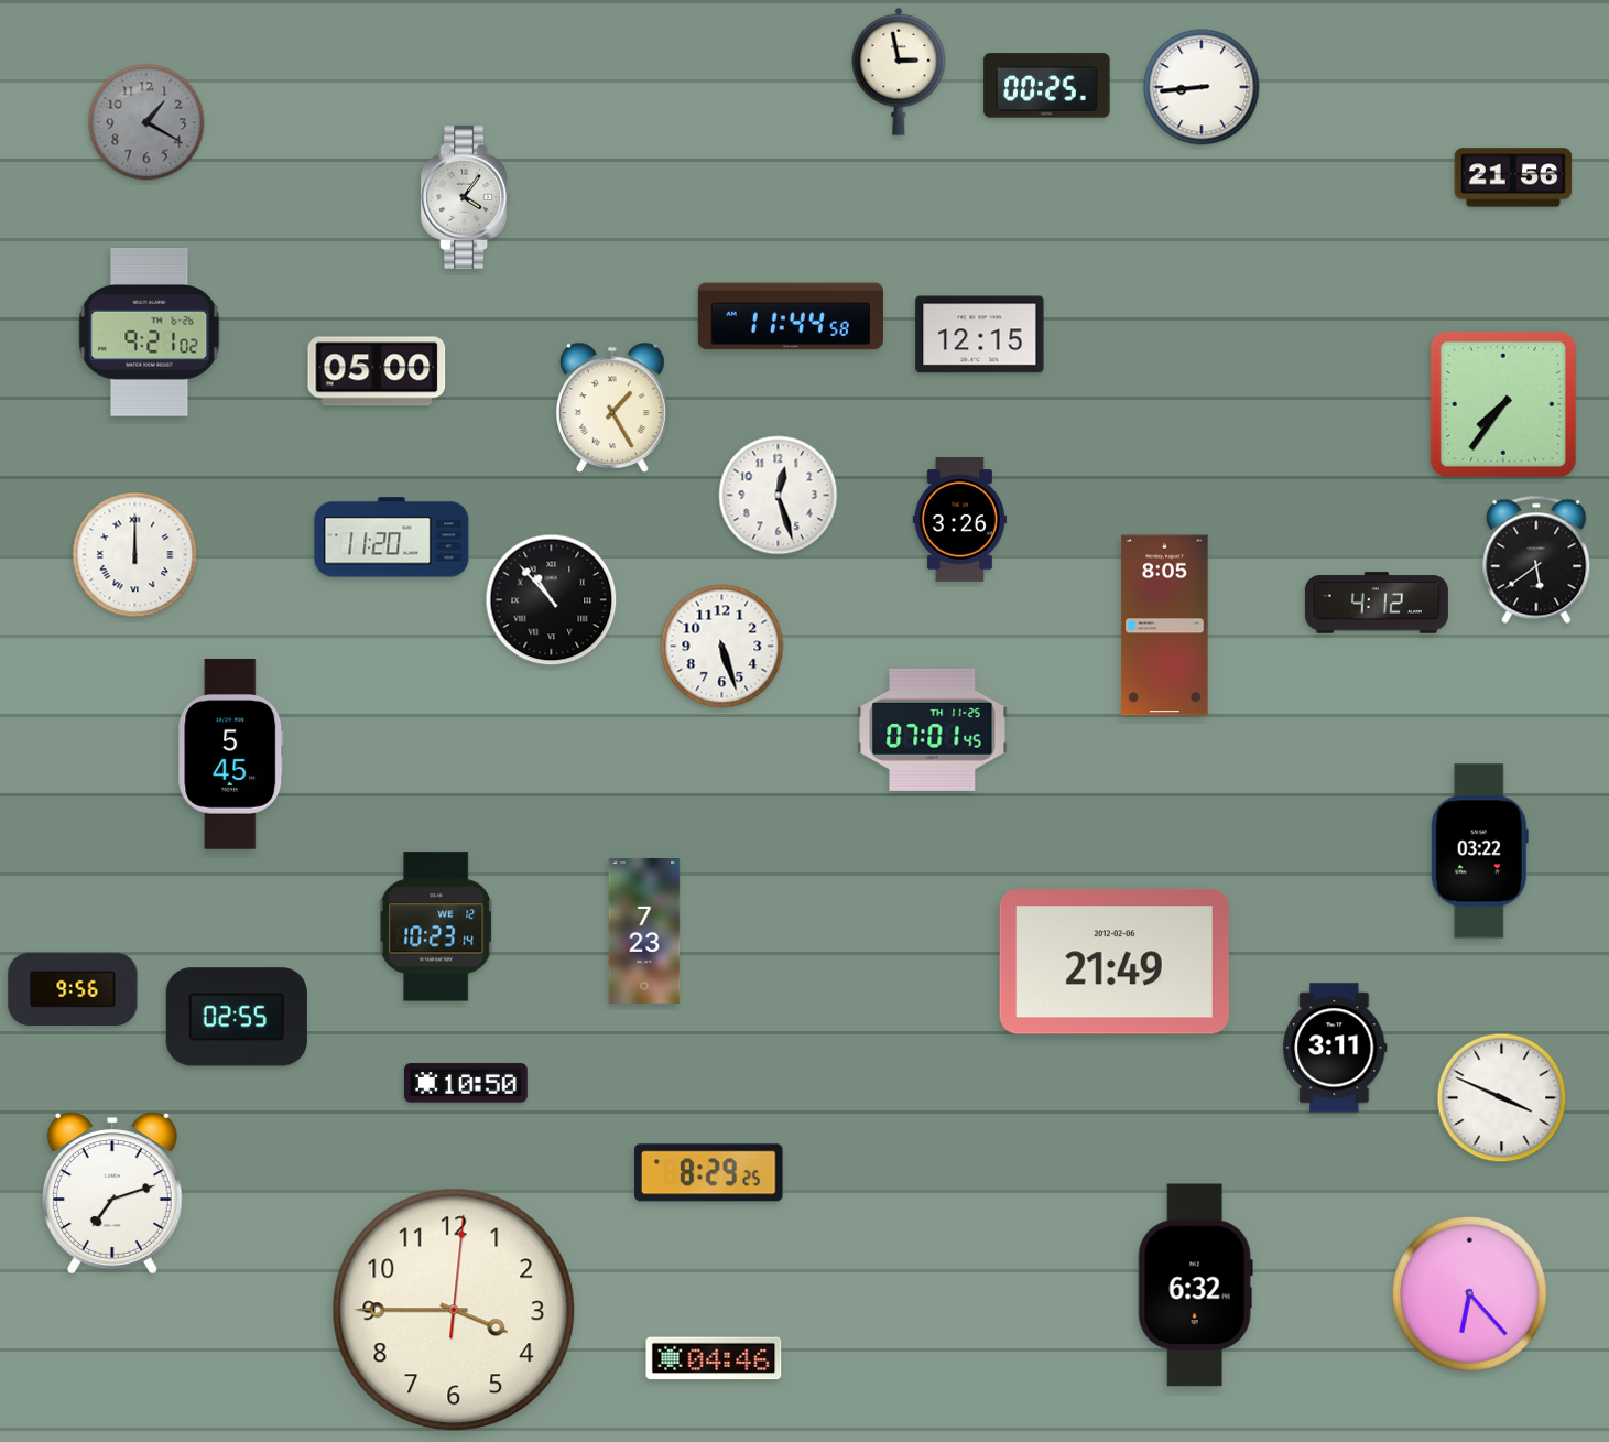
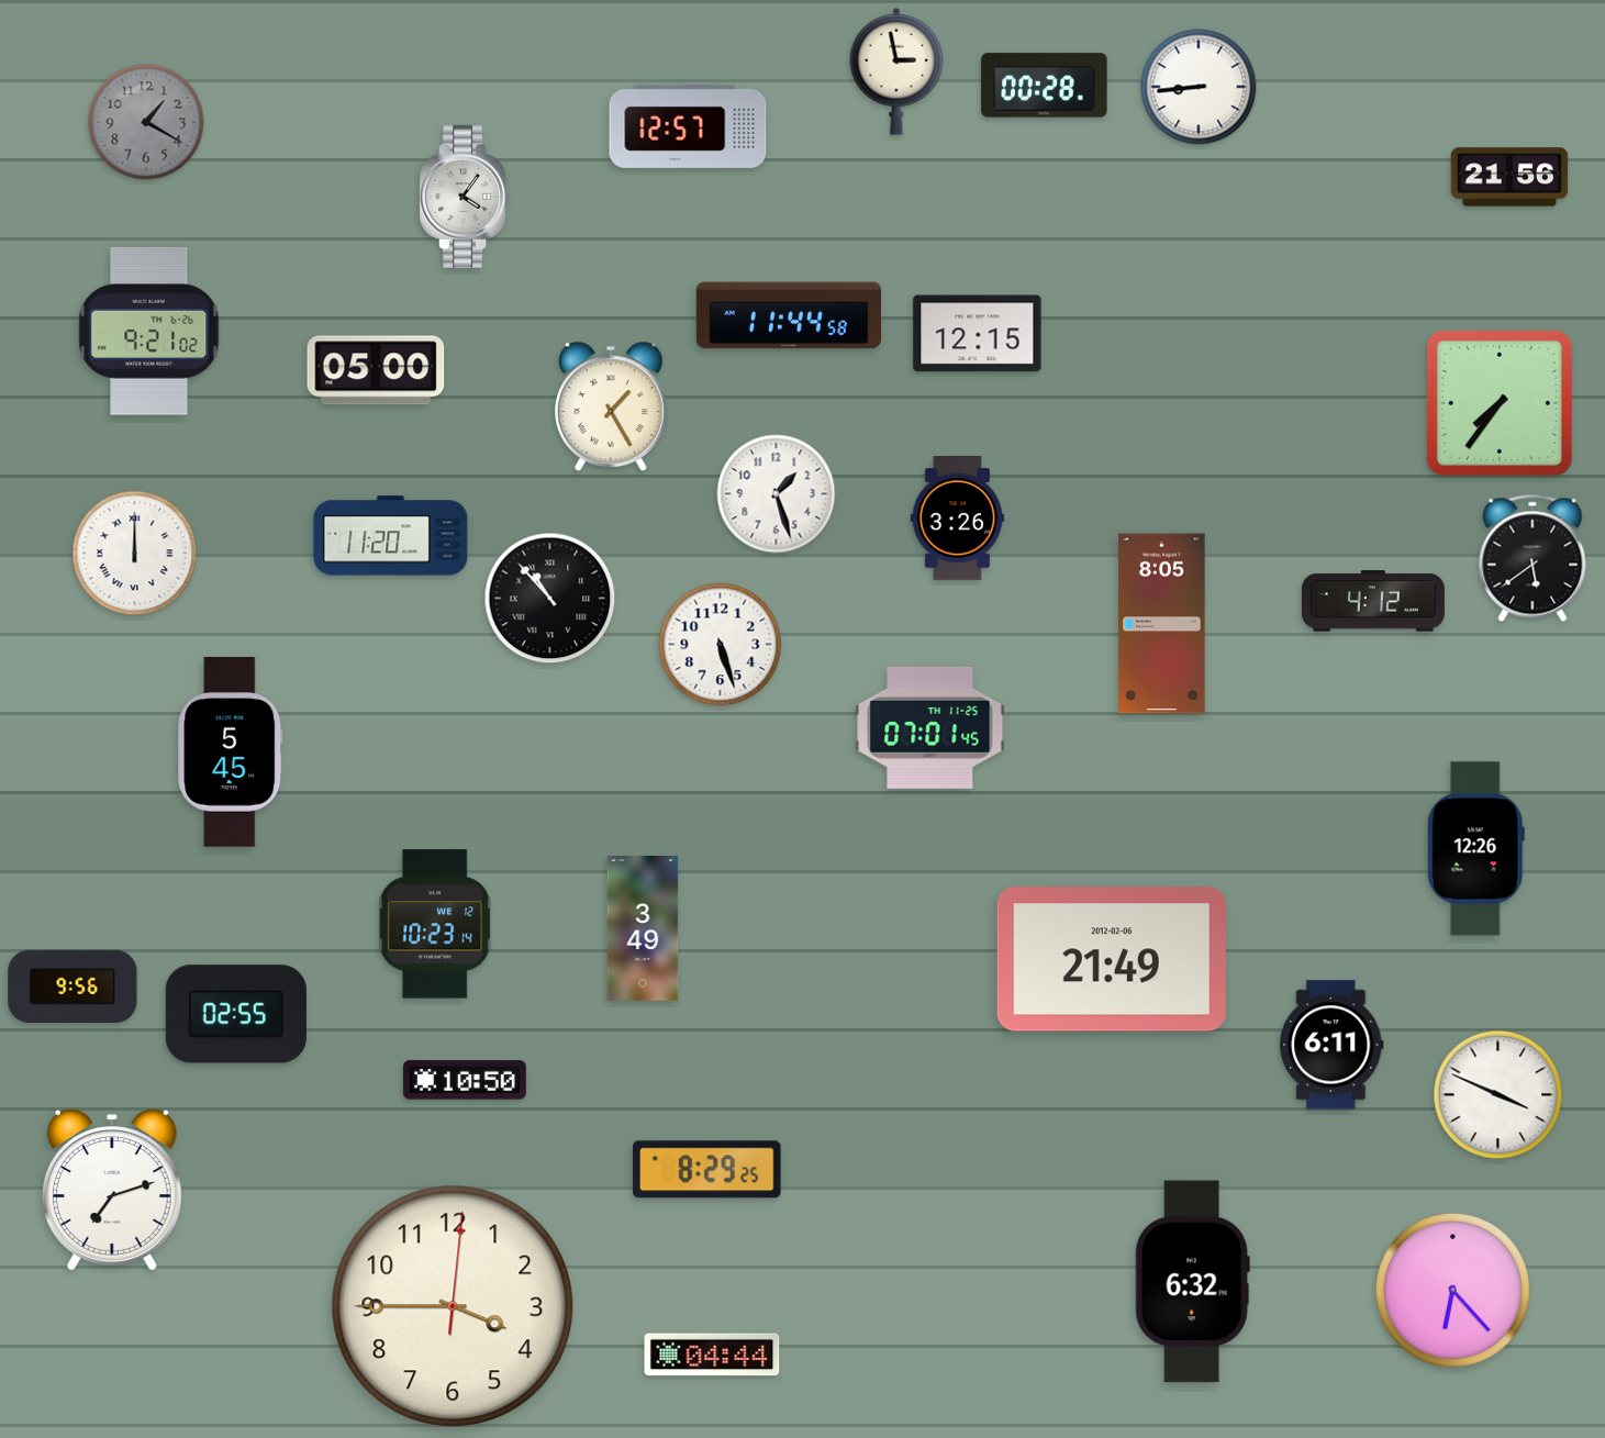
clock at (1047, 86): 00:25 -> 00:28
clock at (688, 126): none -> 12:57
clock at (779, 496): 12:27 -> 1:27
clock at (1479, 852): 03:22 -> 12:26
clock at (644, 932): 7:23 -> 3:49
clock at (1335, 1048): 3:11 -> 6:11
clock at (1470, 1294) position: (1470, 1294) -> (1453, 1291)
clock at (714, 1358): 04:46 -> 04:44
